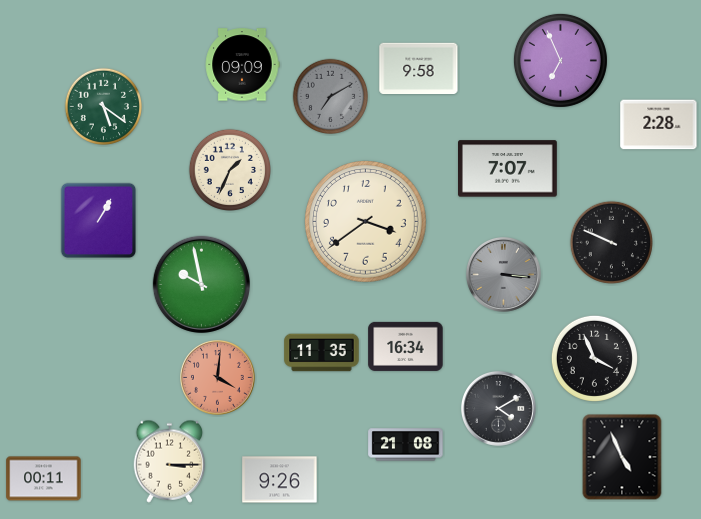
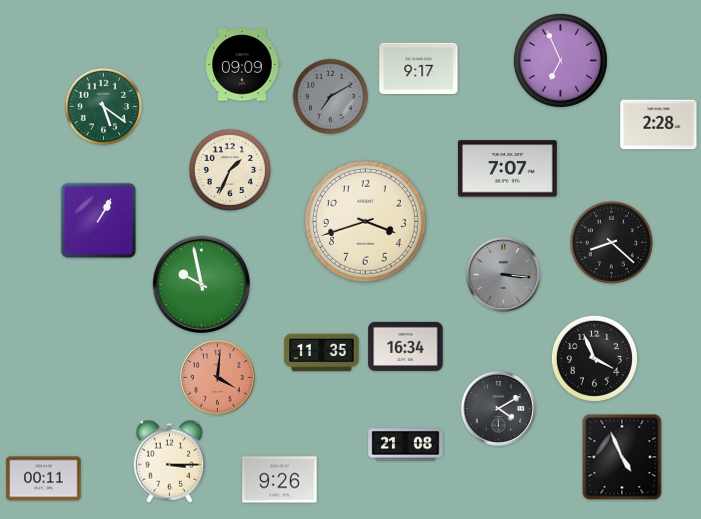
clock at (419, 68): 9:58 -> 9:17
clock at (366, 222): 3:39 -> 3:42
clock at (611, 242): 9:49 -> 8:22
